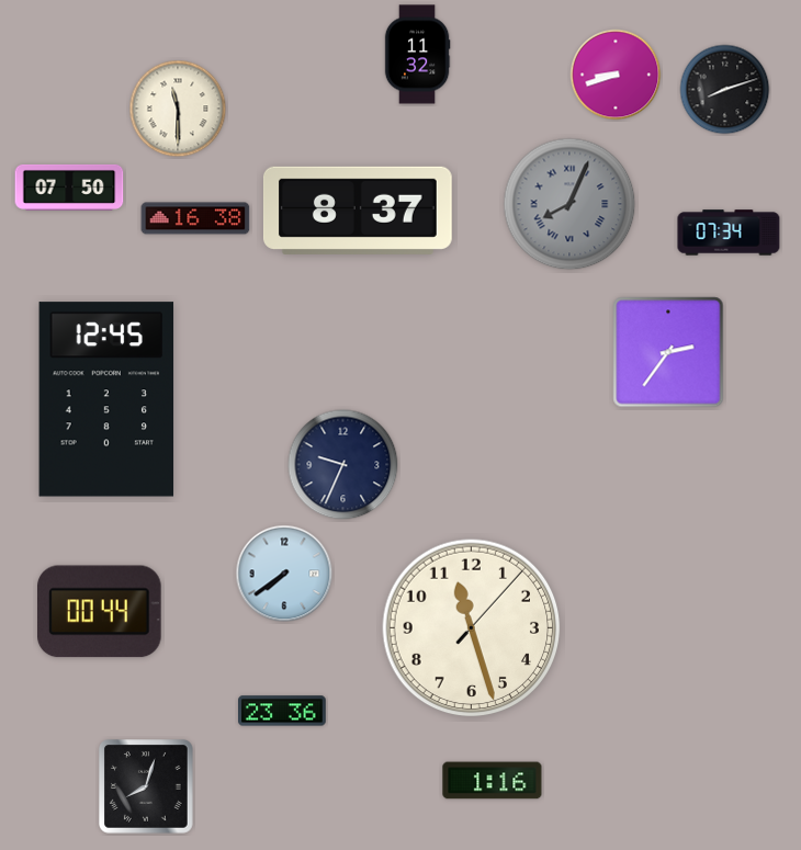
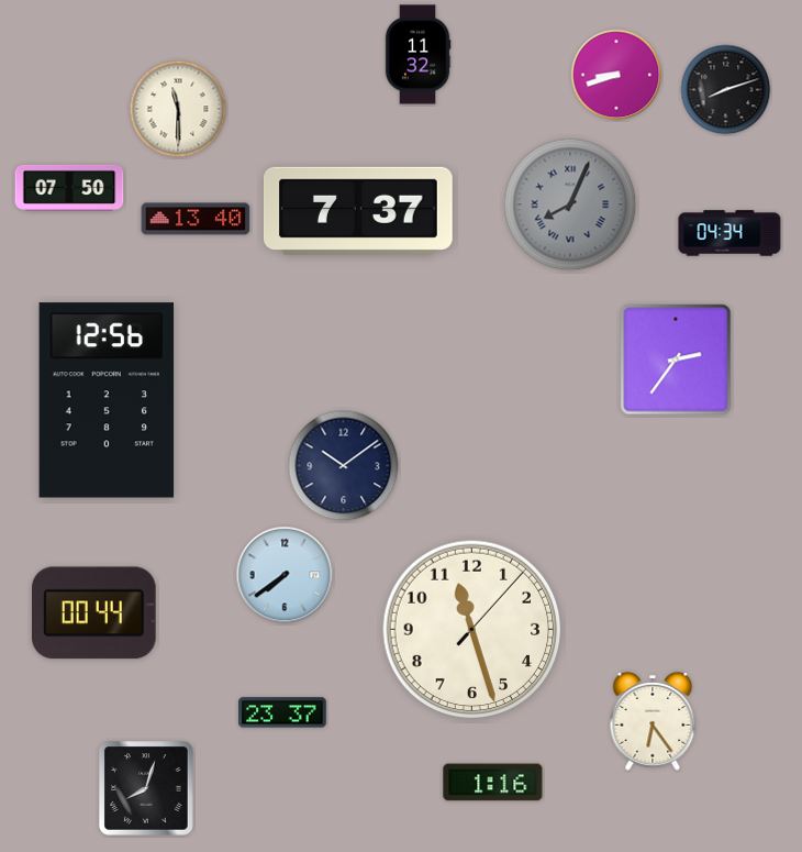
clock at (358, 211): 8:37 -> 7:37
clock at (195, 218): 16:38 -> 13:40
clock at (729, 233): 07:34 -> 04:34
clock at (668, 352) position: (668, 352) -> (676, 359)
clock at (106, 399): 12:45 -> 12:56
clock at (343, 465): 9:34 -> 10:09
clock at (100, 612) position: (100, 612) -> (94, 613)
clock at (283, 711): 23:36 -> 23:37
clock at (653, 721): none -> 6:24
